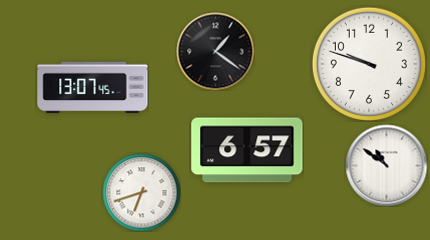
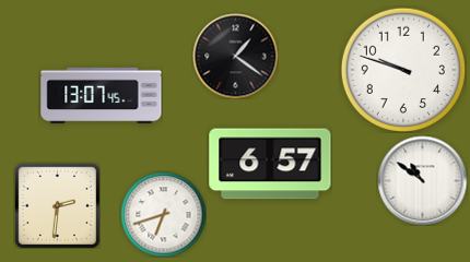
clock at (57, 205): none -> 2:31
clock at (141, 192) position: (141, 192) -> (163, 214)
